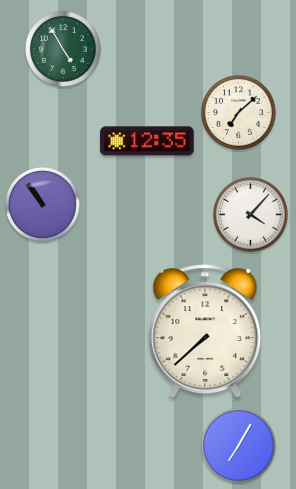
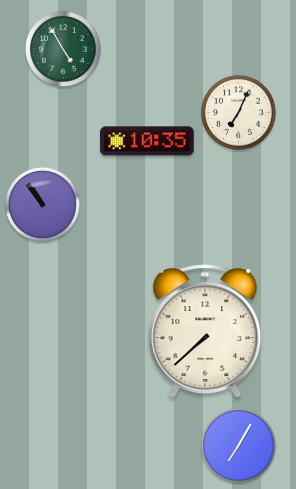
clock at (239, 113): 7:08 -> 7:04
clock at (147, 141): 12:35 -> 10:35
clock at (251, 215): 4:07 -> none
